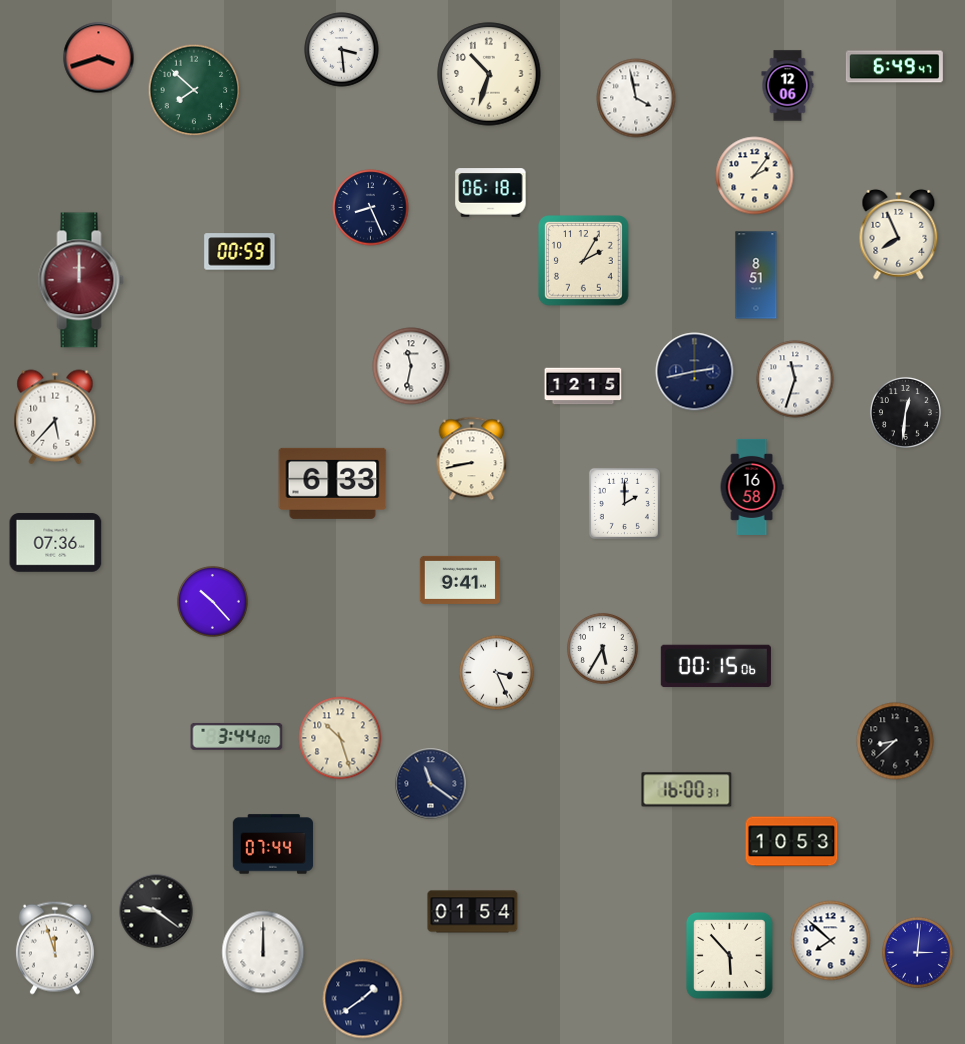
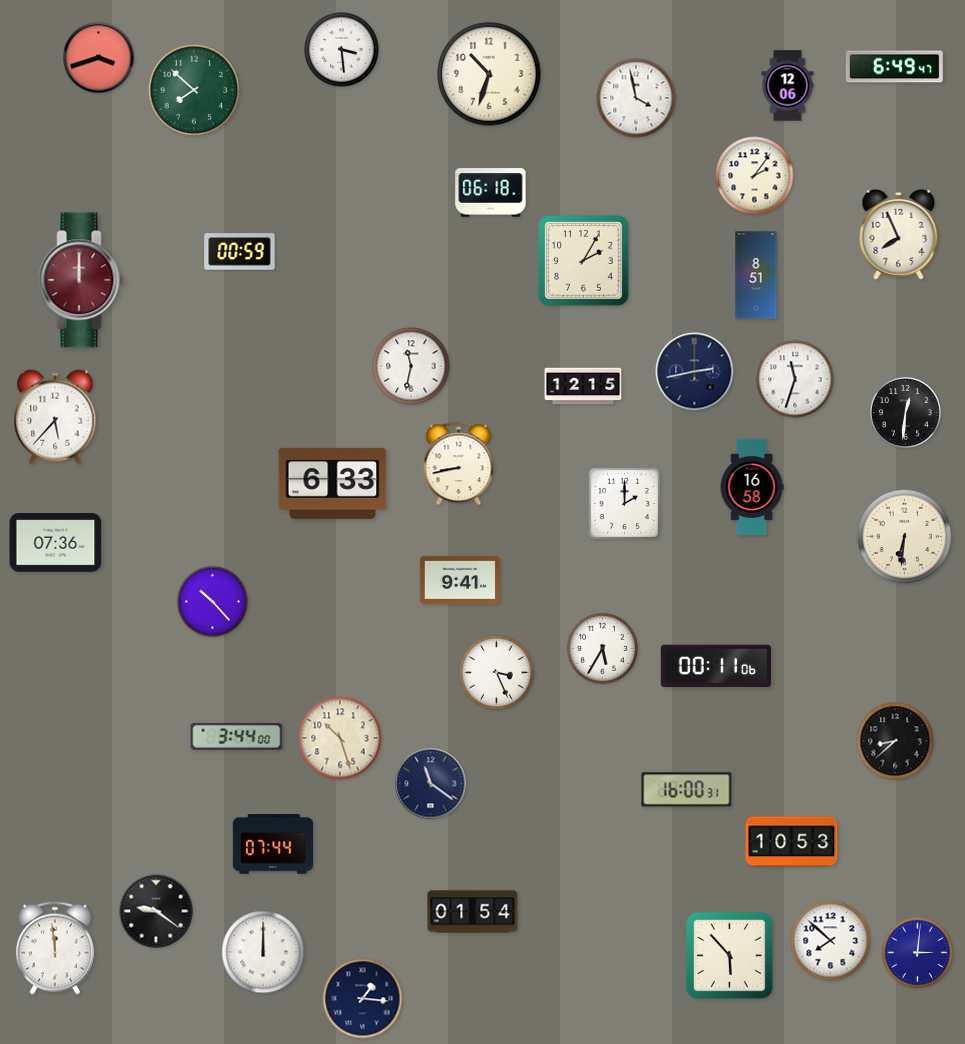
clock at (371, 208): 8:26 -> none
clock at (472, 459) position: (472, 459) -> (459, 464)
clock at (904, 536): none -> 6:31
clock at (716, 666): 00:15 -> 00:11
clock at (55, 948): 11:57 -> 11:59
clock at (363, 999): 1:39 -> 1:16
